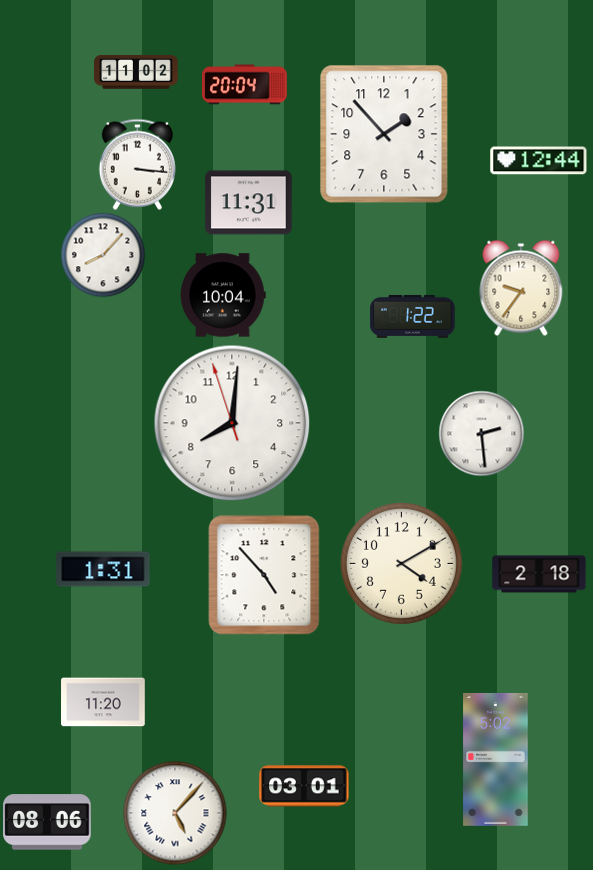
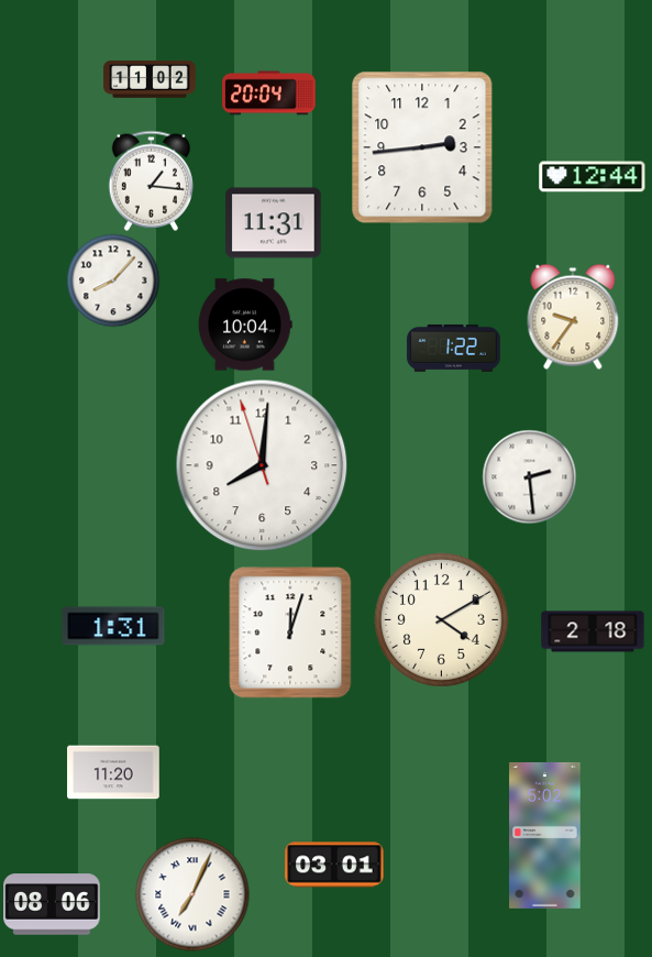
clock at (384, 134): 1:53 -> 2:44
clock at (137, 164): 3:16 -> 1:16
clock at (232, 423) position: (232, 423) -> (262, 465)
clock at (264, 575): 4:53 -> 12:03
clock at (175, 813): 5:07 -> 7:04
